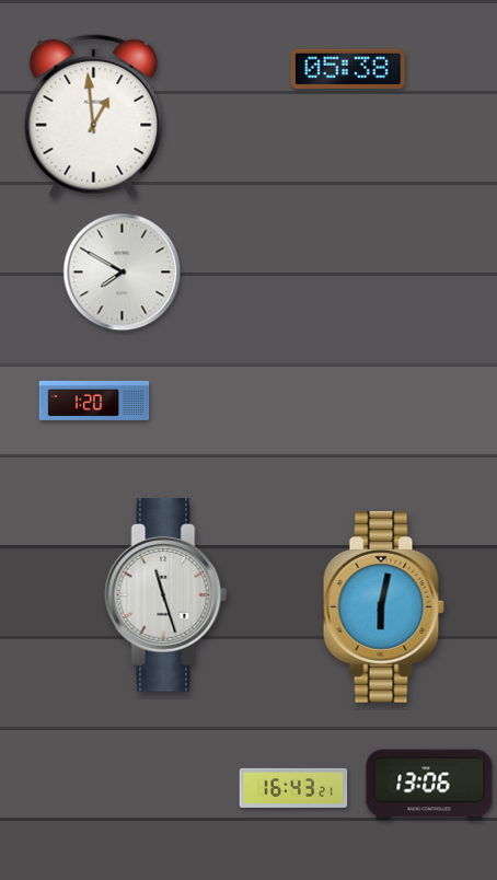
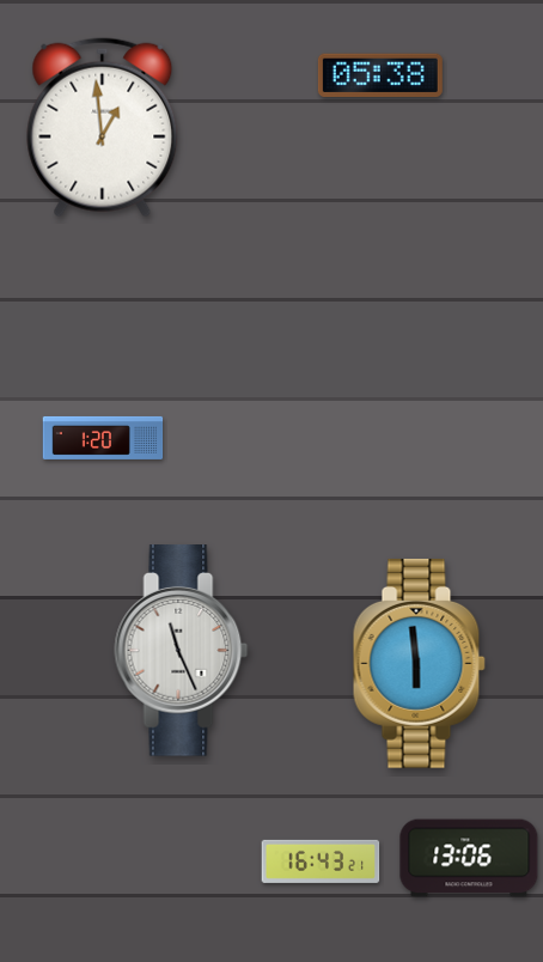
clock at (123, 273): 7:50 -> none
clock at (166, 595): 11:27 -> 11:26
clock at (383, 606): 6:02 -> 5:59
